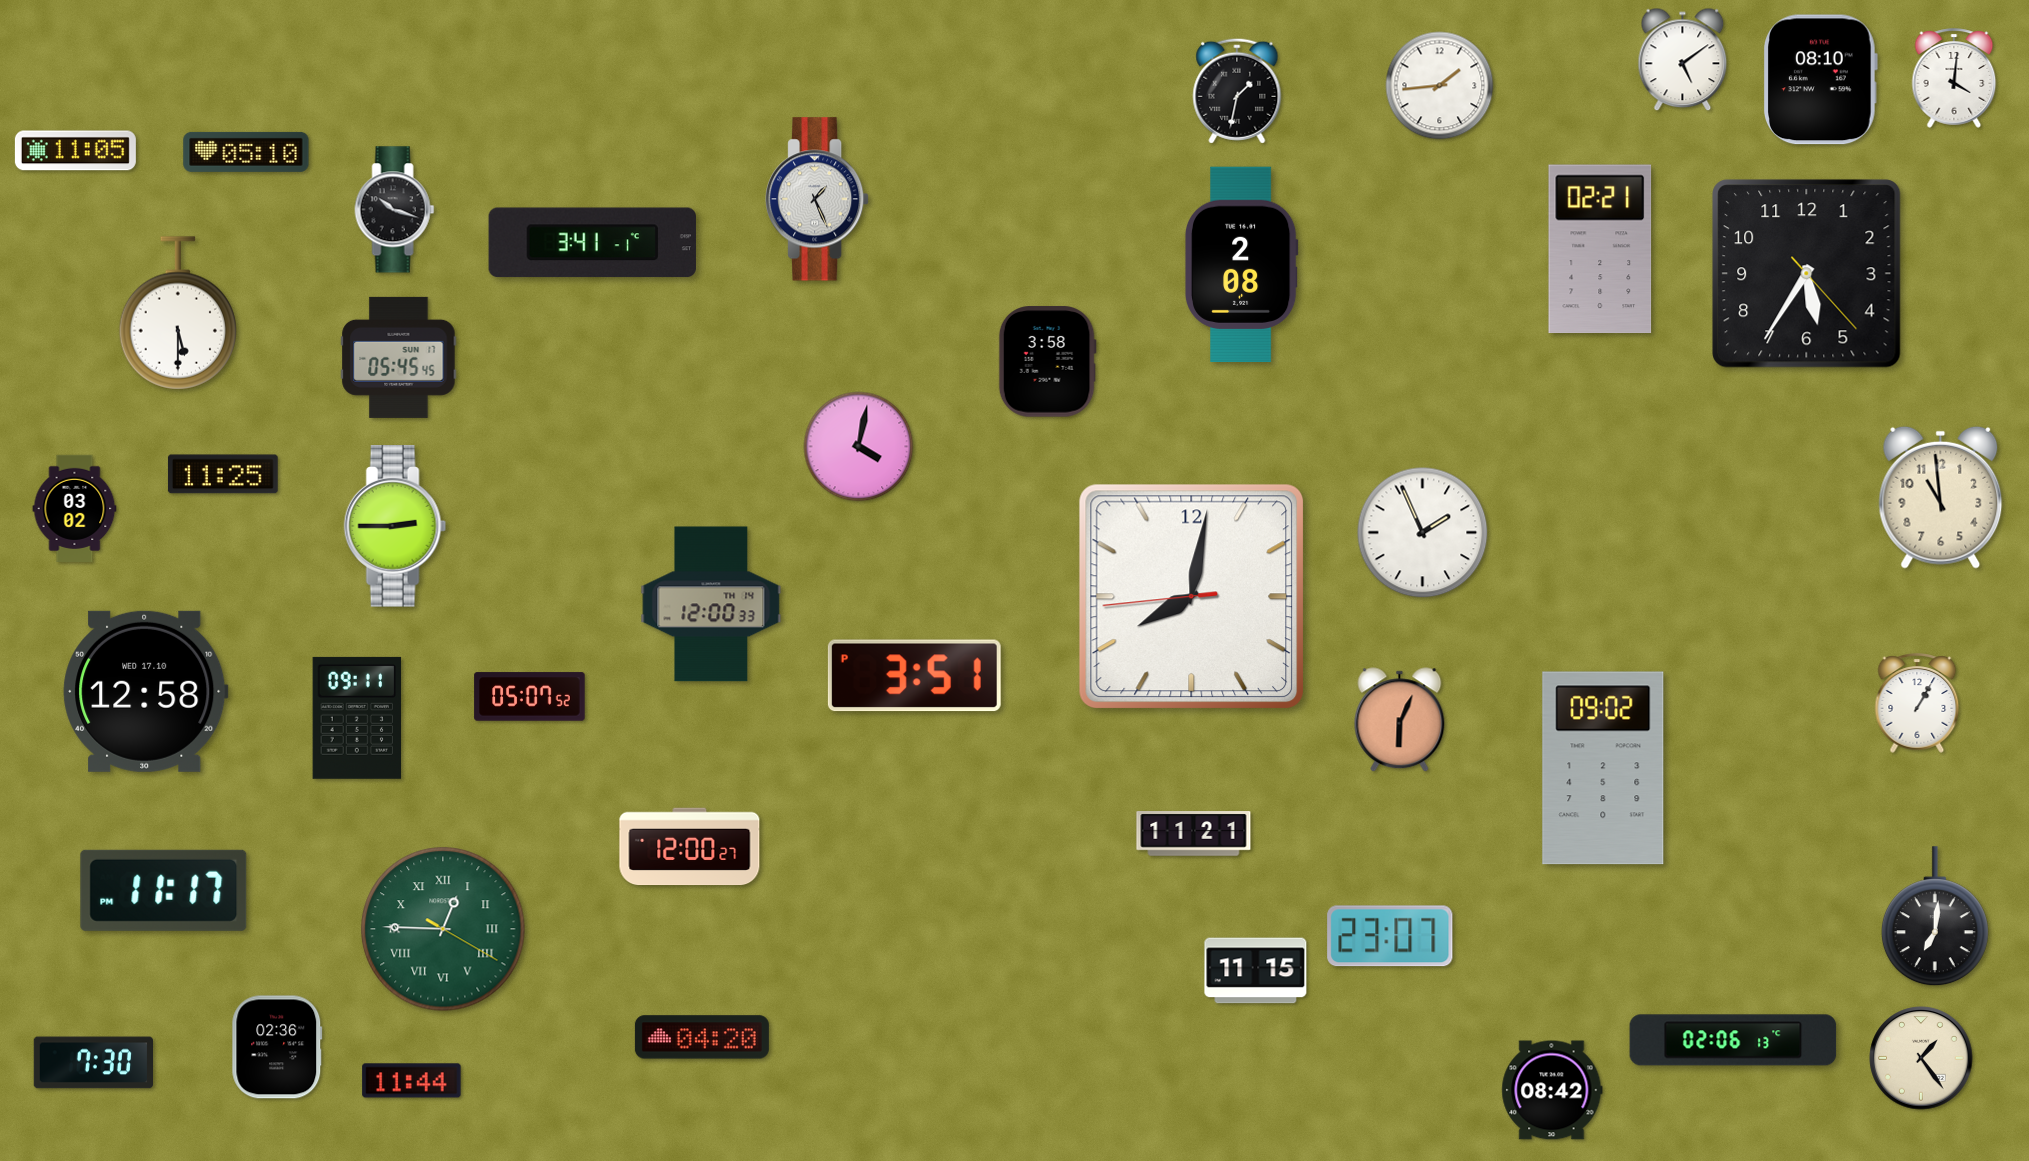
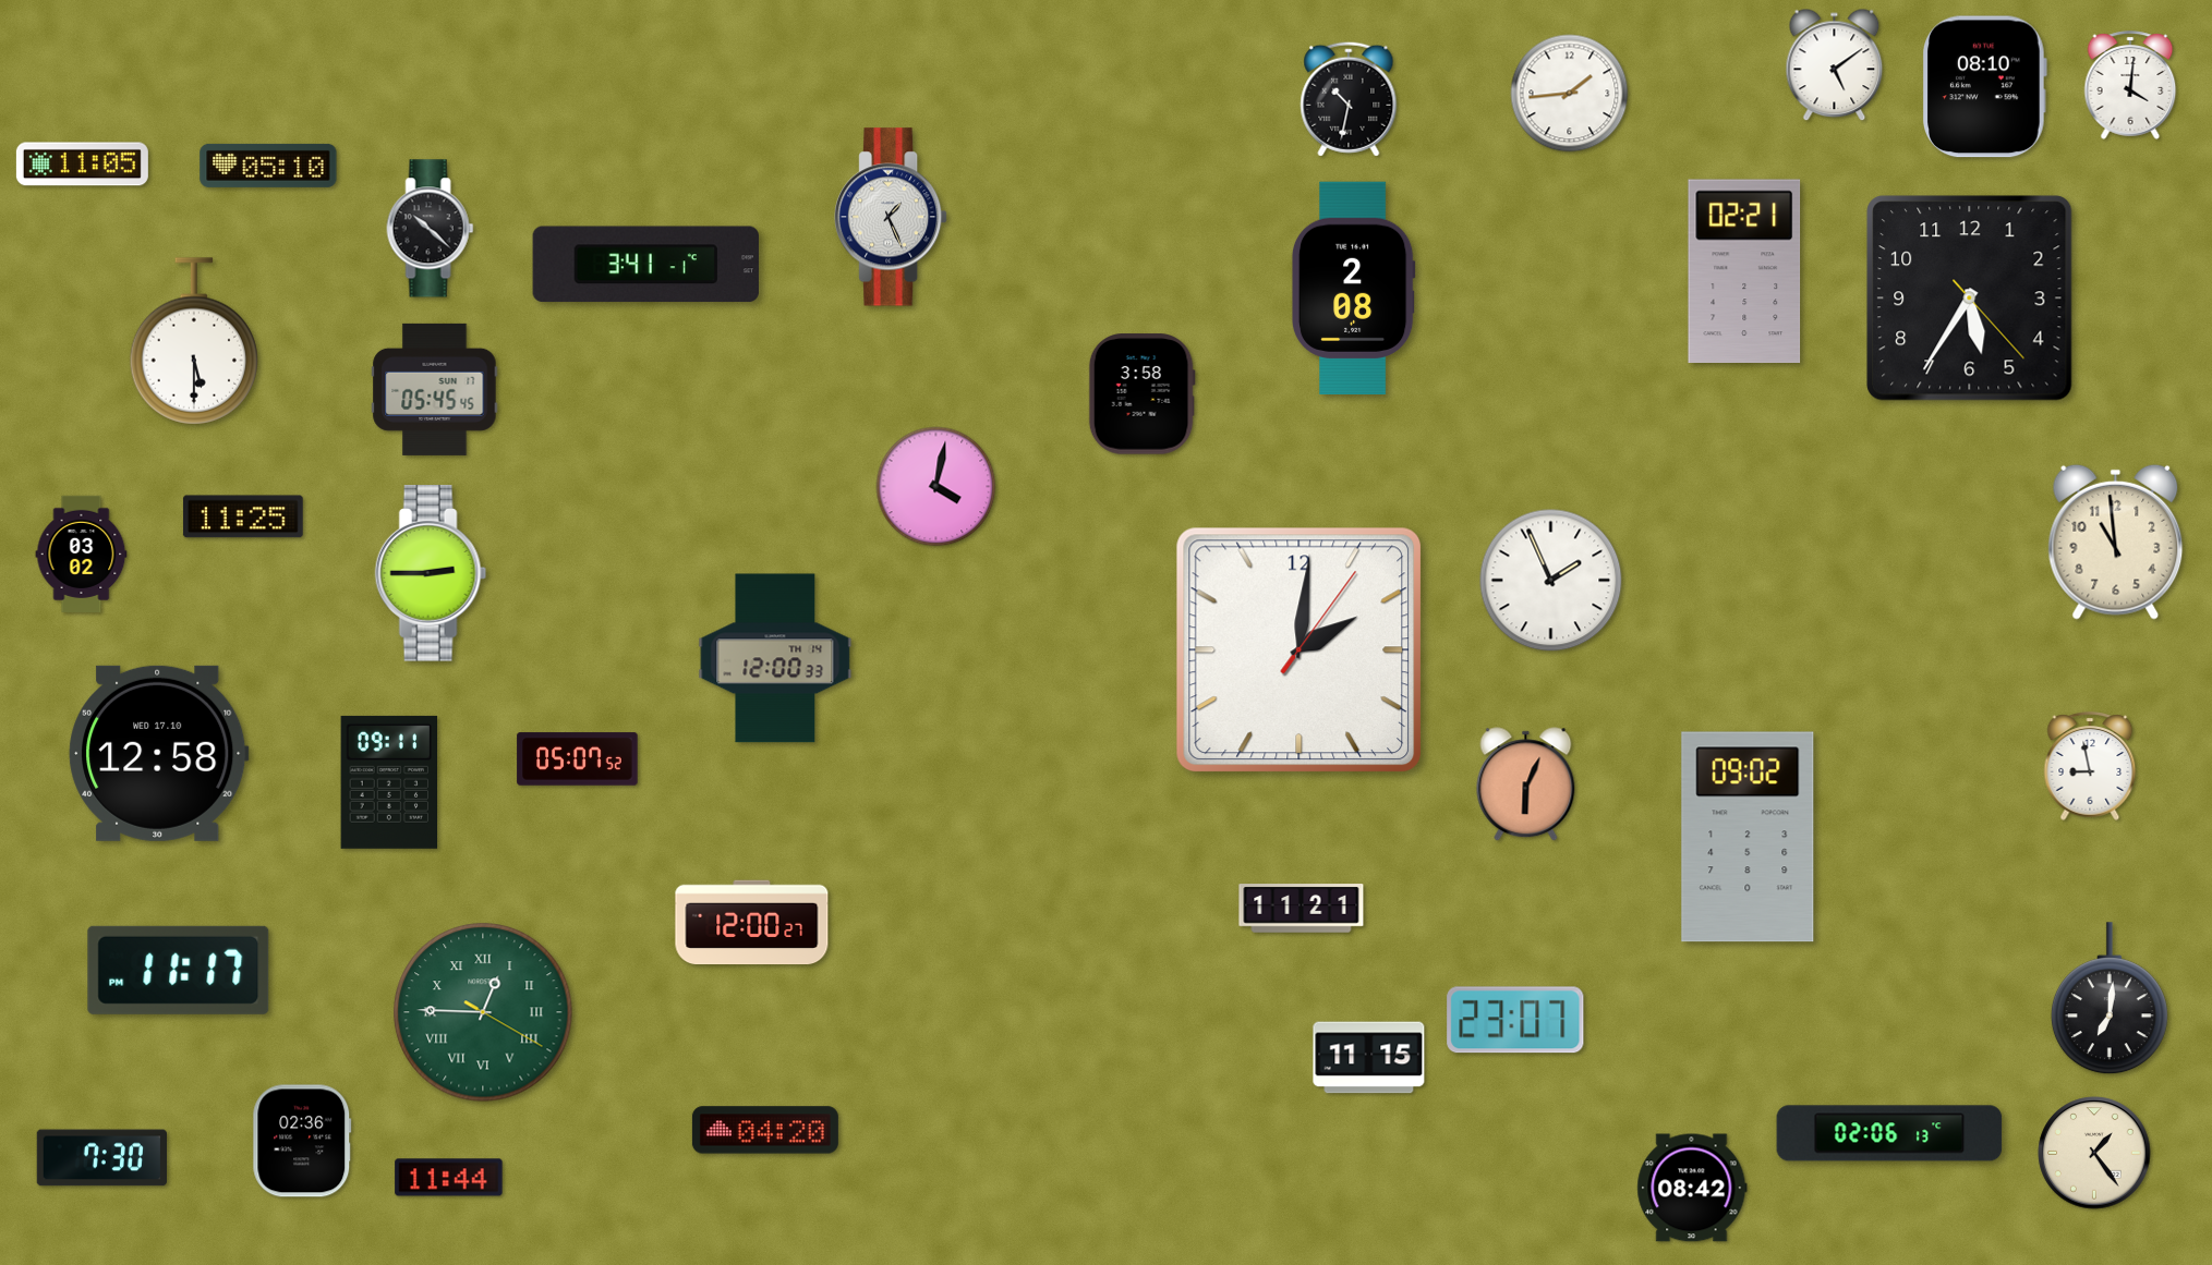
clock at (1237, 91): 1:32 -> 10:32
clock at (395, 210): 10:18 -> 10:22
clock at (1192, 597): 8:01 -> 2:01
clock at (914, 676): 3:51 -> none
clock at (1917, 703): 1:05 -> 8:58
